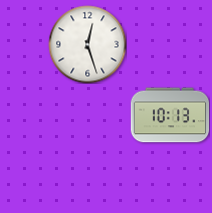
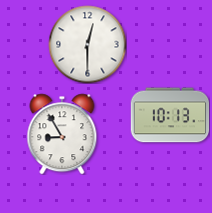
clock at (87, 44): 12:27 -> 12:30
clock at (62, 134): none -> 8:55
